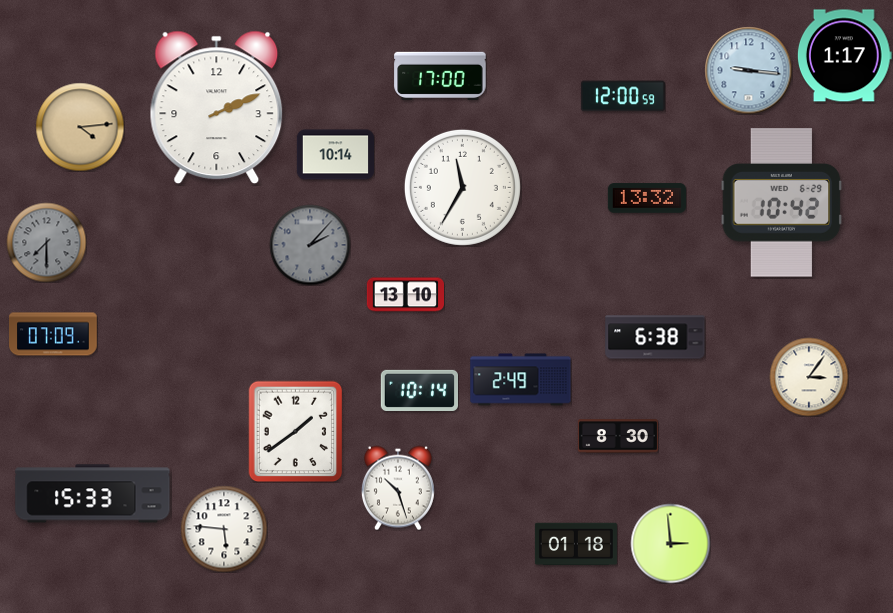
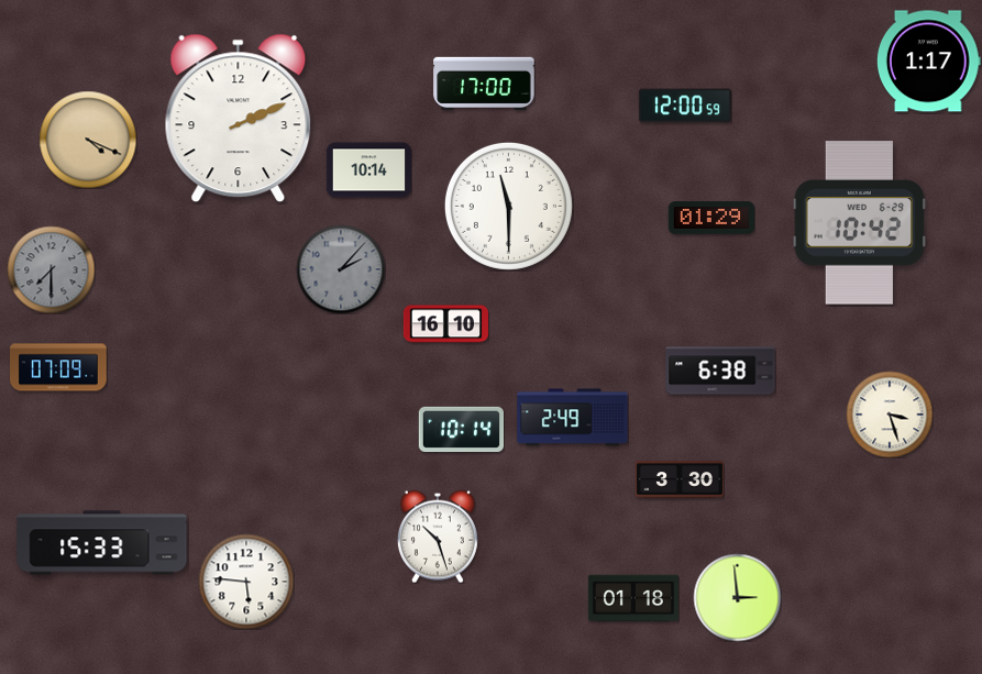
clock at (748, 70): 9:16 -> none
clock at (80, 127): 4:14 -> 4:19
clock at (462, 187): 11:35 -> 11:30
clock at (647, 198): 13:32 -> 01:29
clock at (46, 242) position: (46, 242) -> (51, 269)
clock at (405, 295): 13:10 -> 16:10
clock at (809, 377): 3:06 -> 3:27
clock at (296, 431): 1:39 -> none
clock at (618, 436): 8:30 -> 3:30
